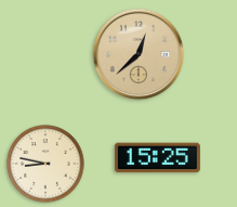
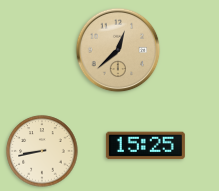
clock at (139, 54) position: (139, 54) -> (118, 50)
clock at (45, 164): 8:47 -> 8:43
